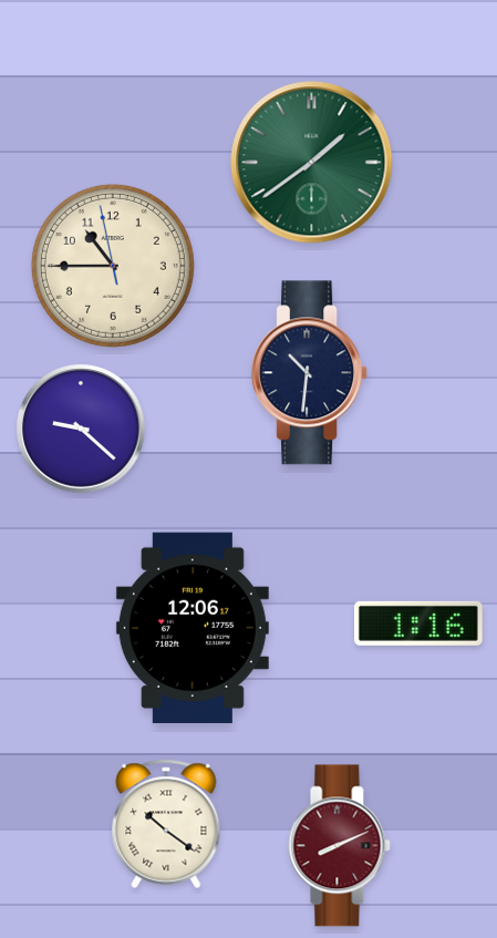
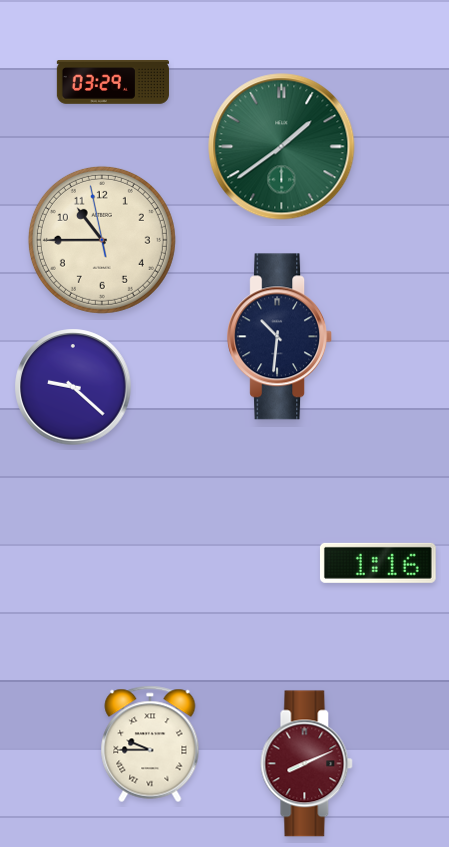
clock at (113, 82): none -> 03:29
clock at (193, 628): 12:06 -> none
clock at (166, 824): 10:21 -> 9:45
